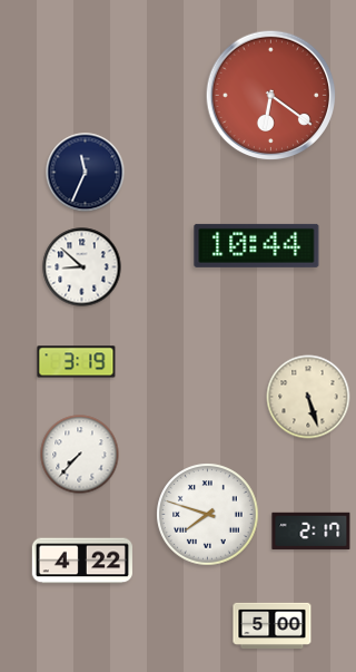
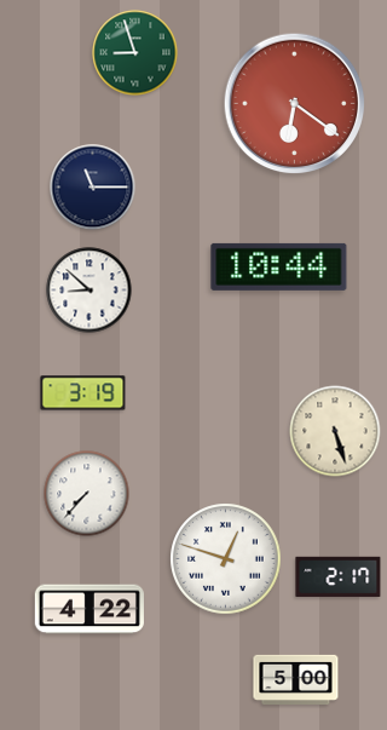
clock at (135, 53): none -> 8:57
clock at (86, 173): 11:34 -> 11:15
clock at (208, 515): 7:48 -> 12:48
